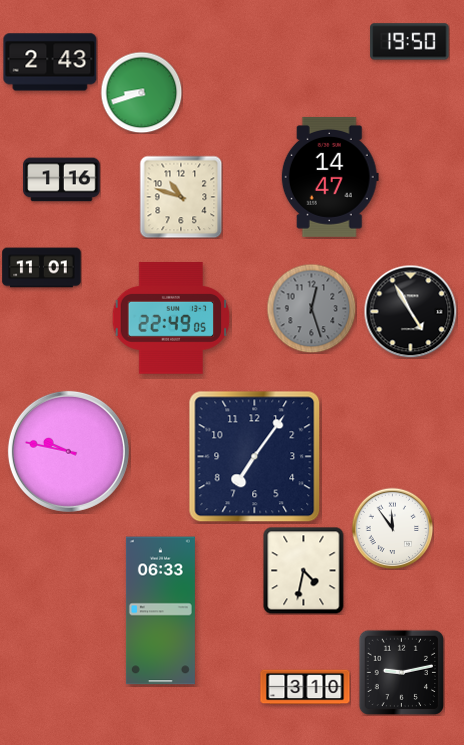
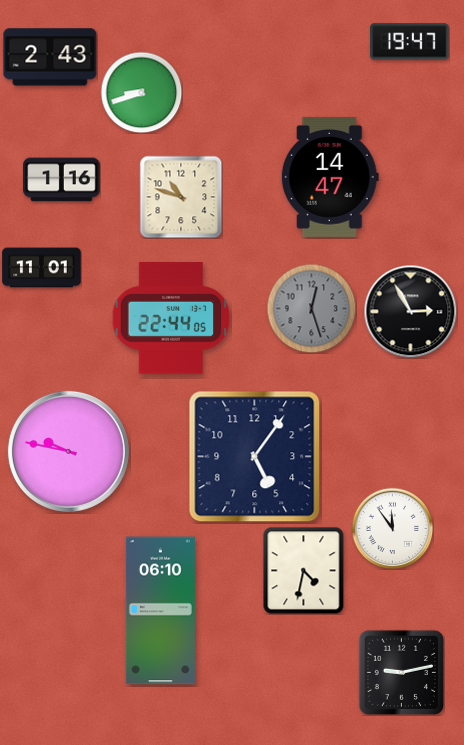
clock at (410, 42): 19:50 -> 19:47
clock at (50, 62) position: (50, 62) -> (50, 57)
clock at (410, 311): 4:55 -> 2:55
clock at (171, 319): 22:49 -> 22:44
clock at (255, 457): 7:06 -> 5:06
clock at (160, 611): 06:33 -> 06:10
clock at (305, 687): 3:10 -> none
